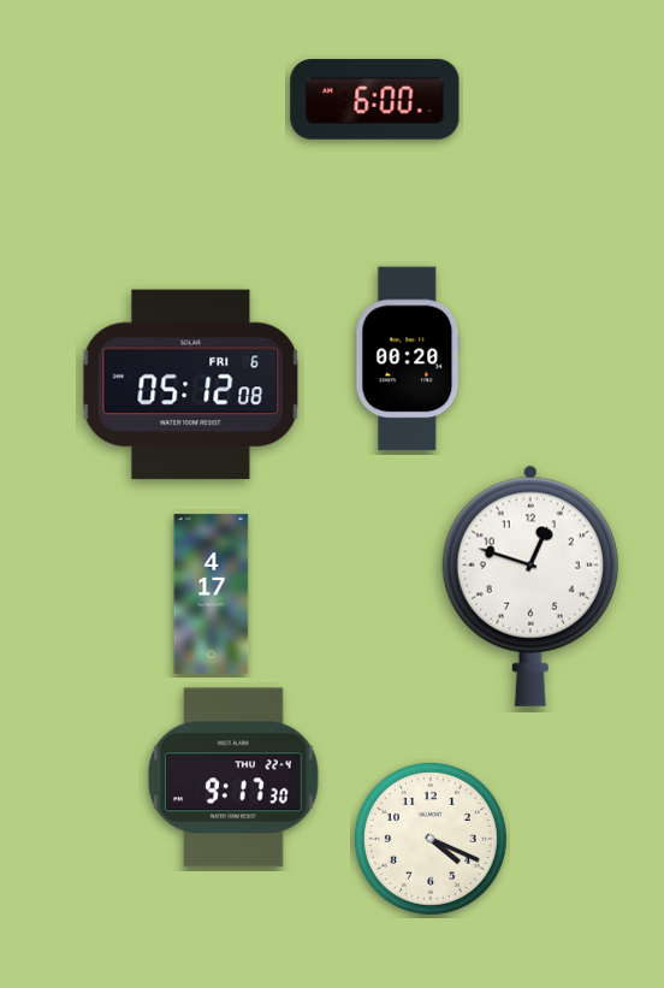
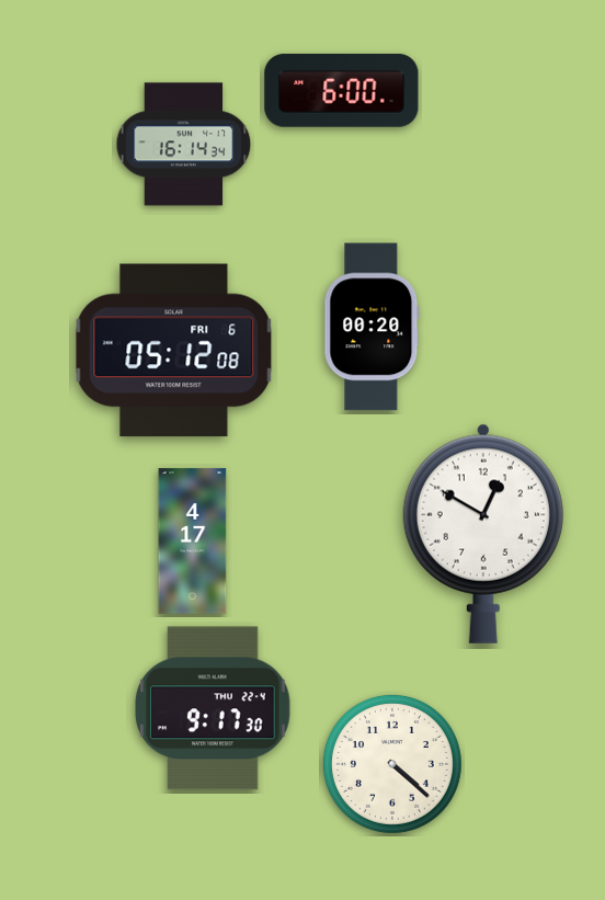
clock at (184, 145): none -> 16:14
clock at (530, 586): 12:48 -> 12:50
clock at (431, 839): 4:19 -> 4:22
